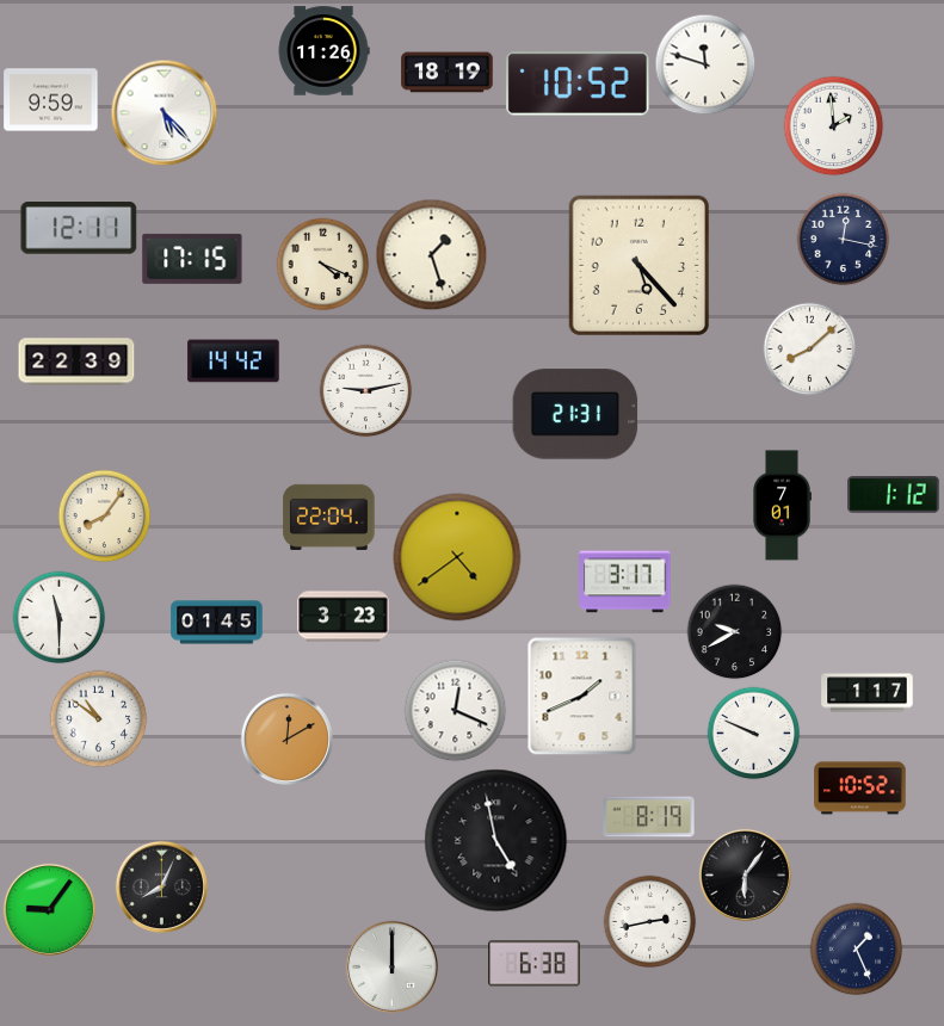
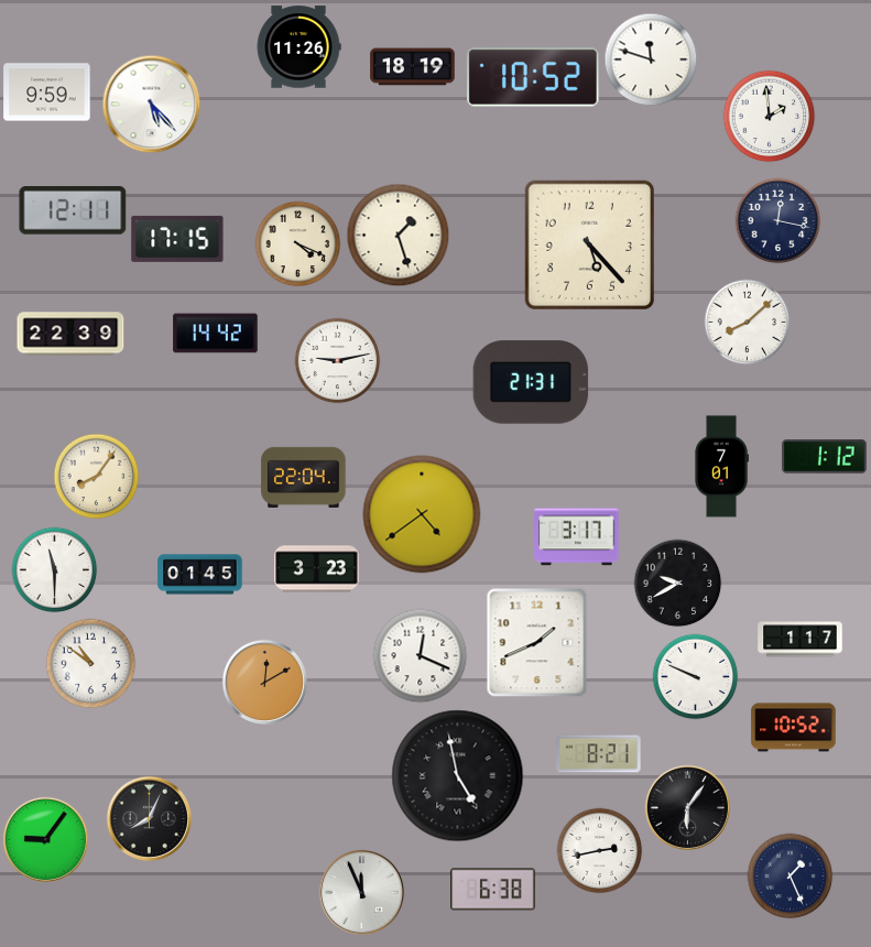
clock at (649, 817): 8:19 -> 8:21
clock at (391, 966): 12:00 -> 11:56
